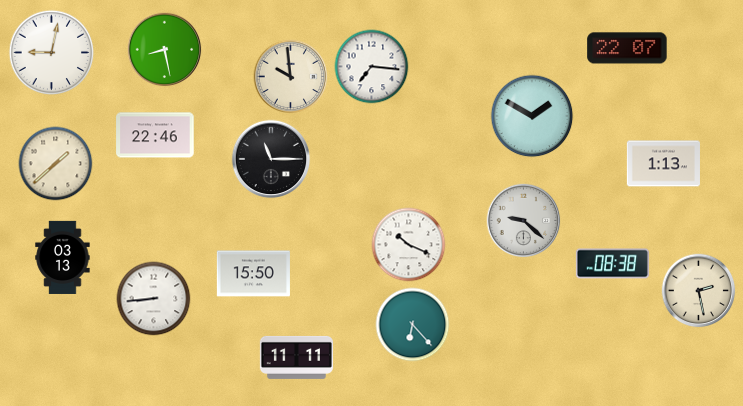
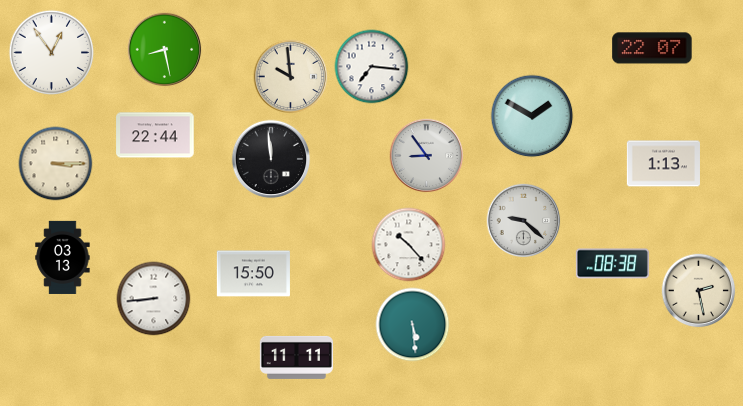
clock at (627, 48) position: (627, 48) -> (652, 48)
clock at (52, 53): 9:02 -> 12:54
clock at (155, 135): 22:46 -> 22:44
clock at (427, 156): none -> 8:54
clock at (271, 159): 11:15 -> 11:59
clock at (56, 164): 1:38 -> 3:15
clock at (409, 245): 10:19 -> 10:23
clock at (413, 325): 6:23 -> 5:29
